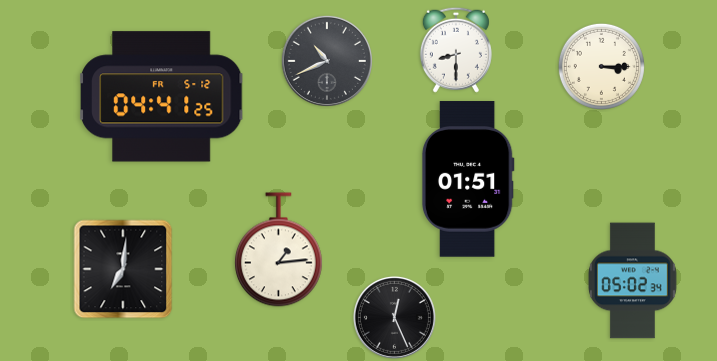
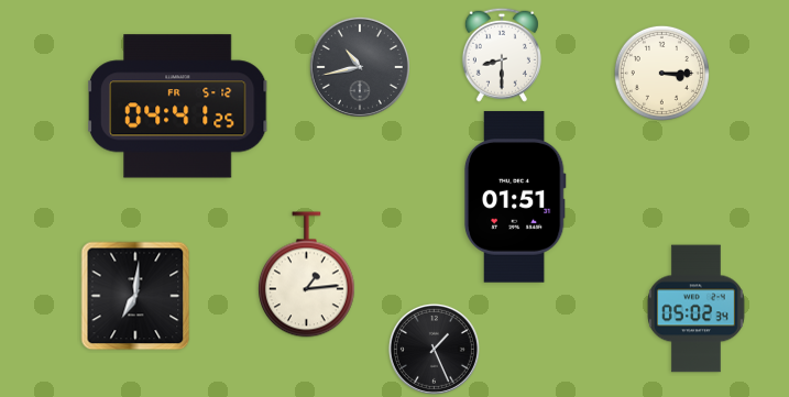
clock at (327, 61): 10:41 -> 10:43
clock at (394, 317): 12:26 -> 1:26
